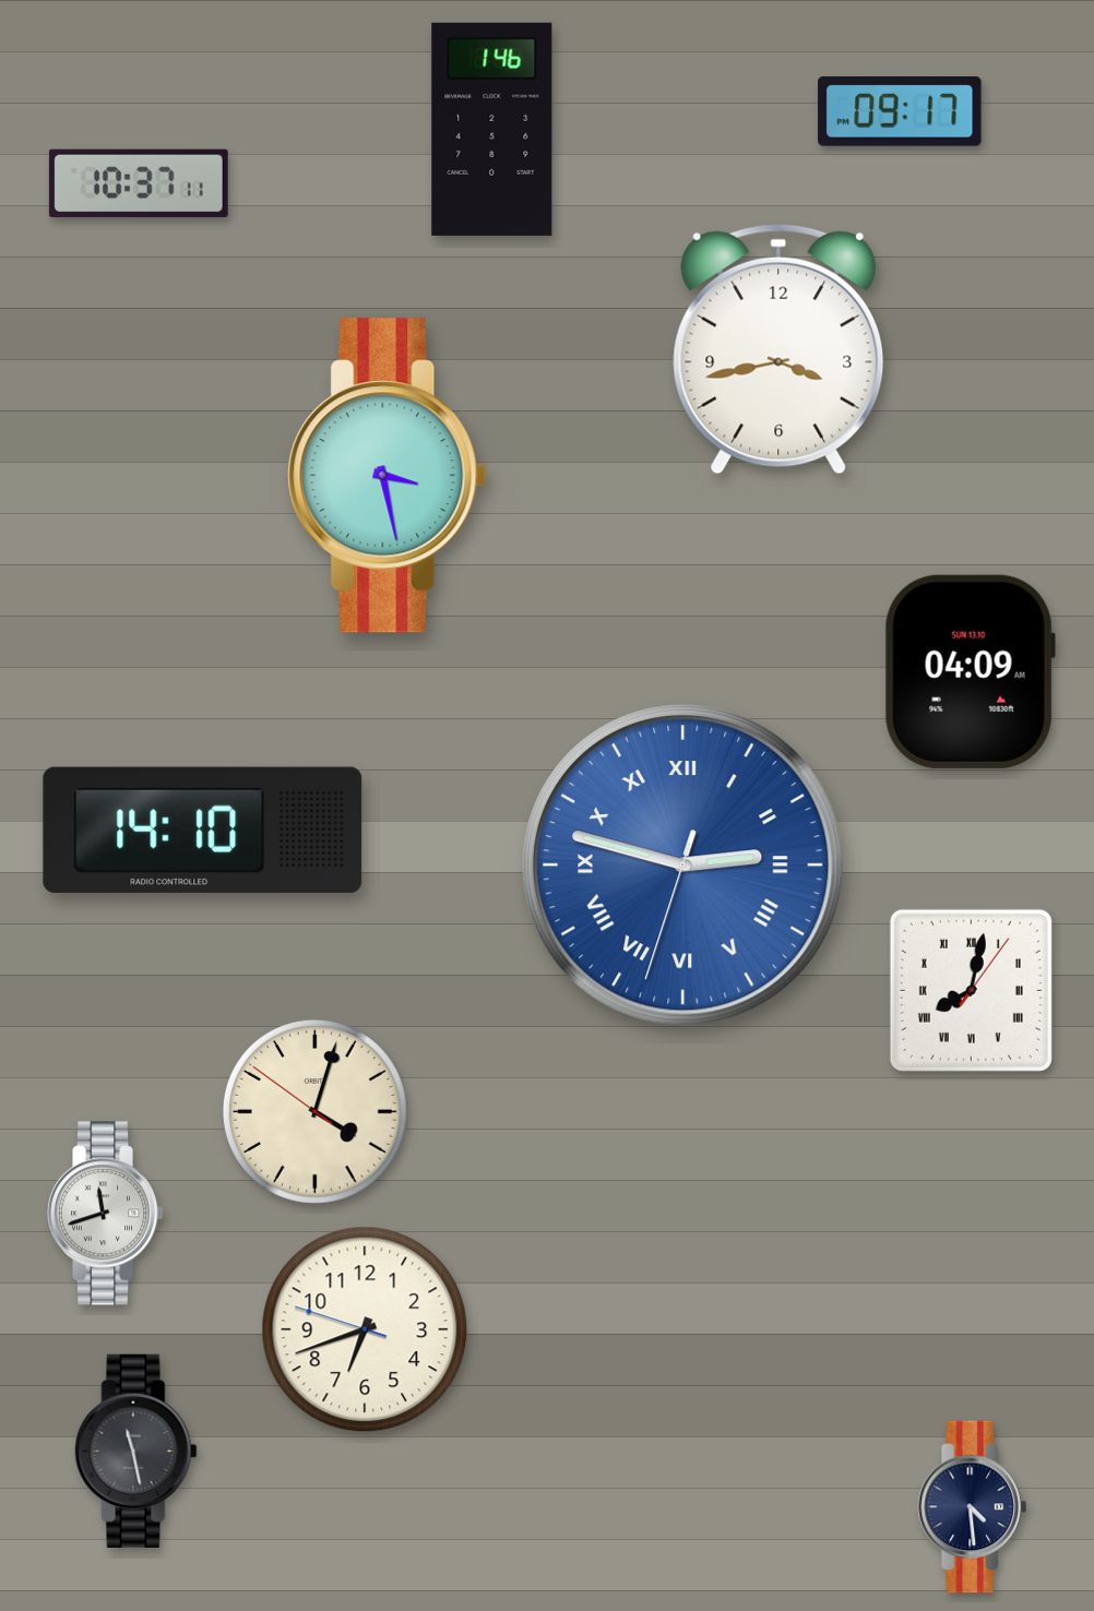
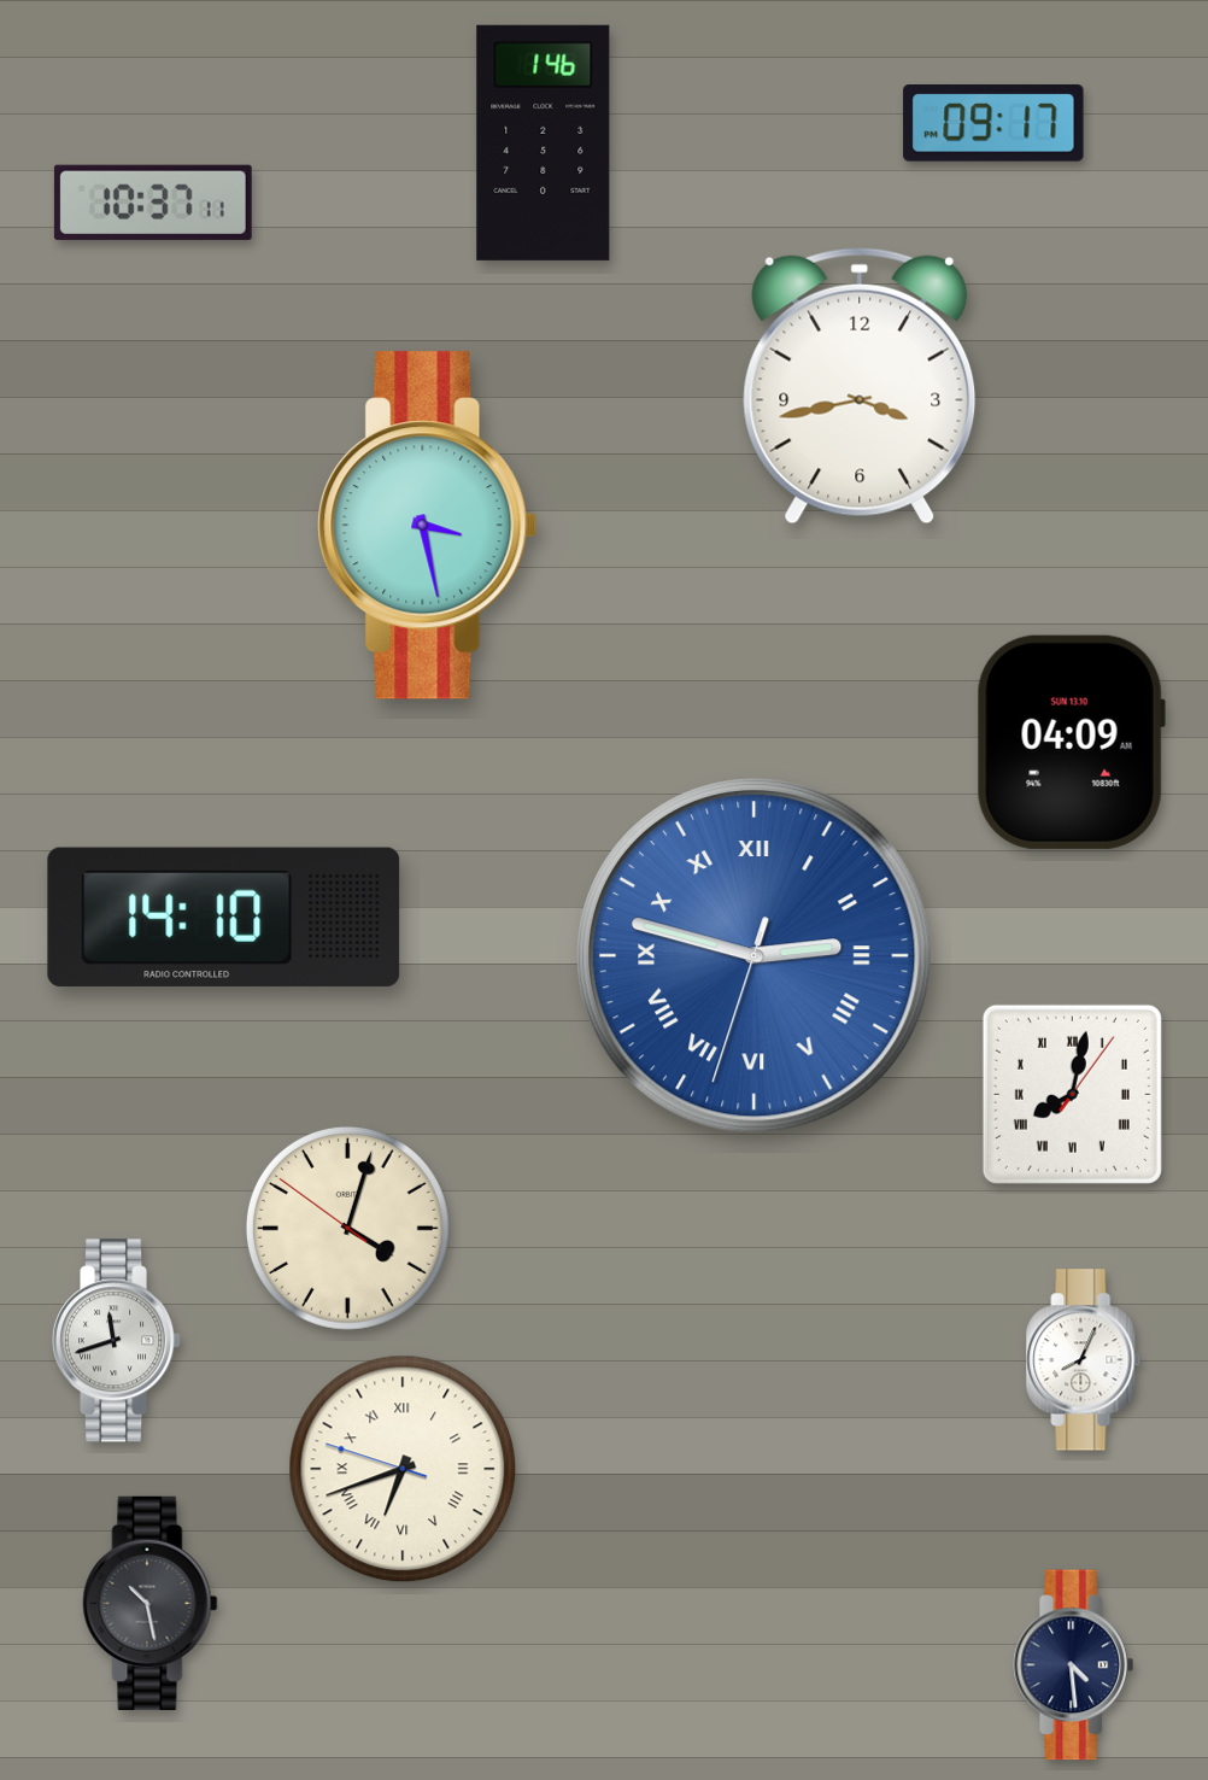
clock at (1084, 1360): none -> 8:04
clock at (365, 1329) numerals: Arabic -> Roman
clock at (136, 1451): 11:28 -> 10:28
